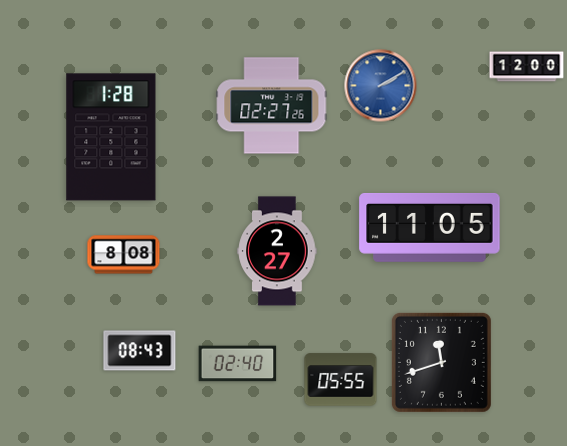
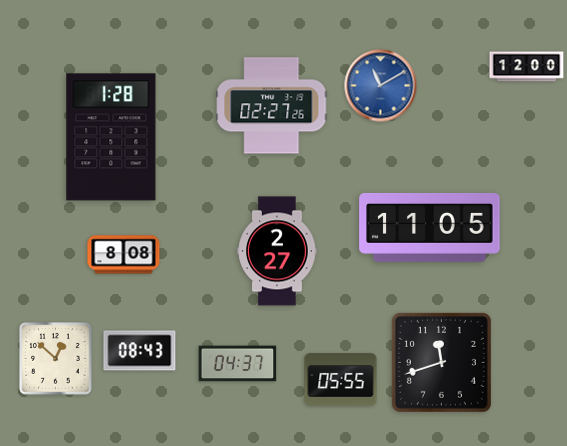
clock at (381, 86): 2:10 -> 11:10
clock at (56, 359): none -> 12:52
clock at (238, 364): 02:40 -> 04:37
